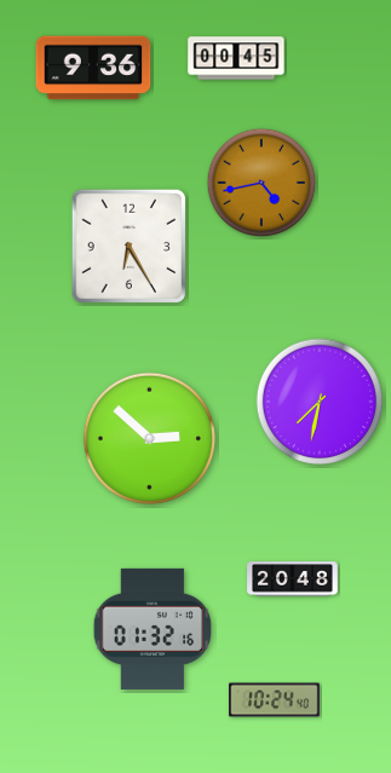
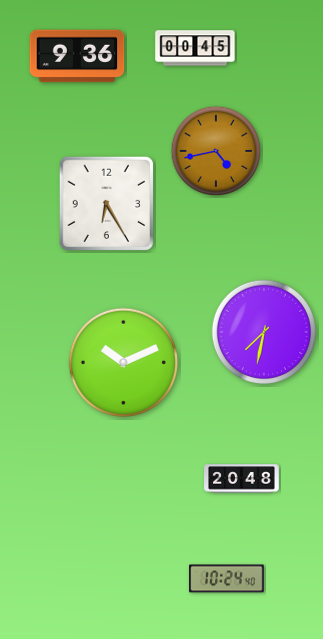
clock at (149, 438): 2:52 -> 10:11
clock at (151, 629): 01:32 -> none
